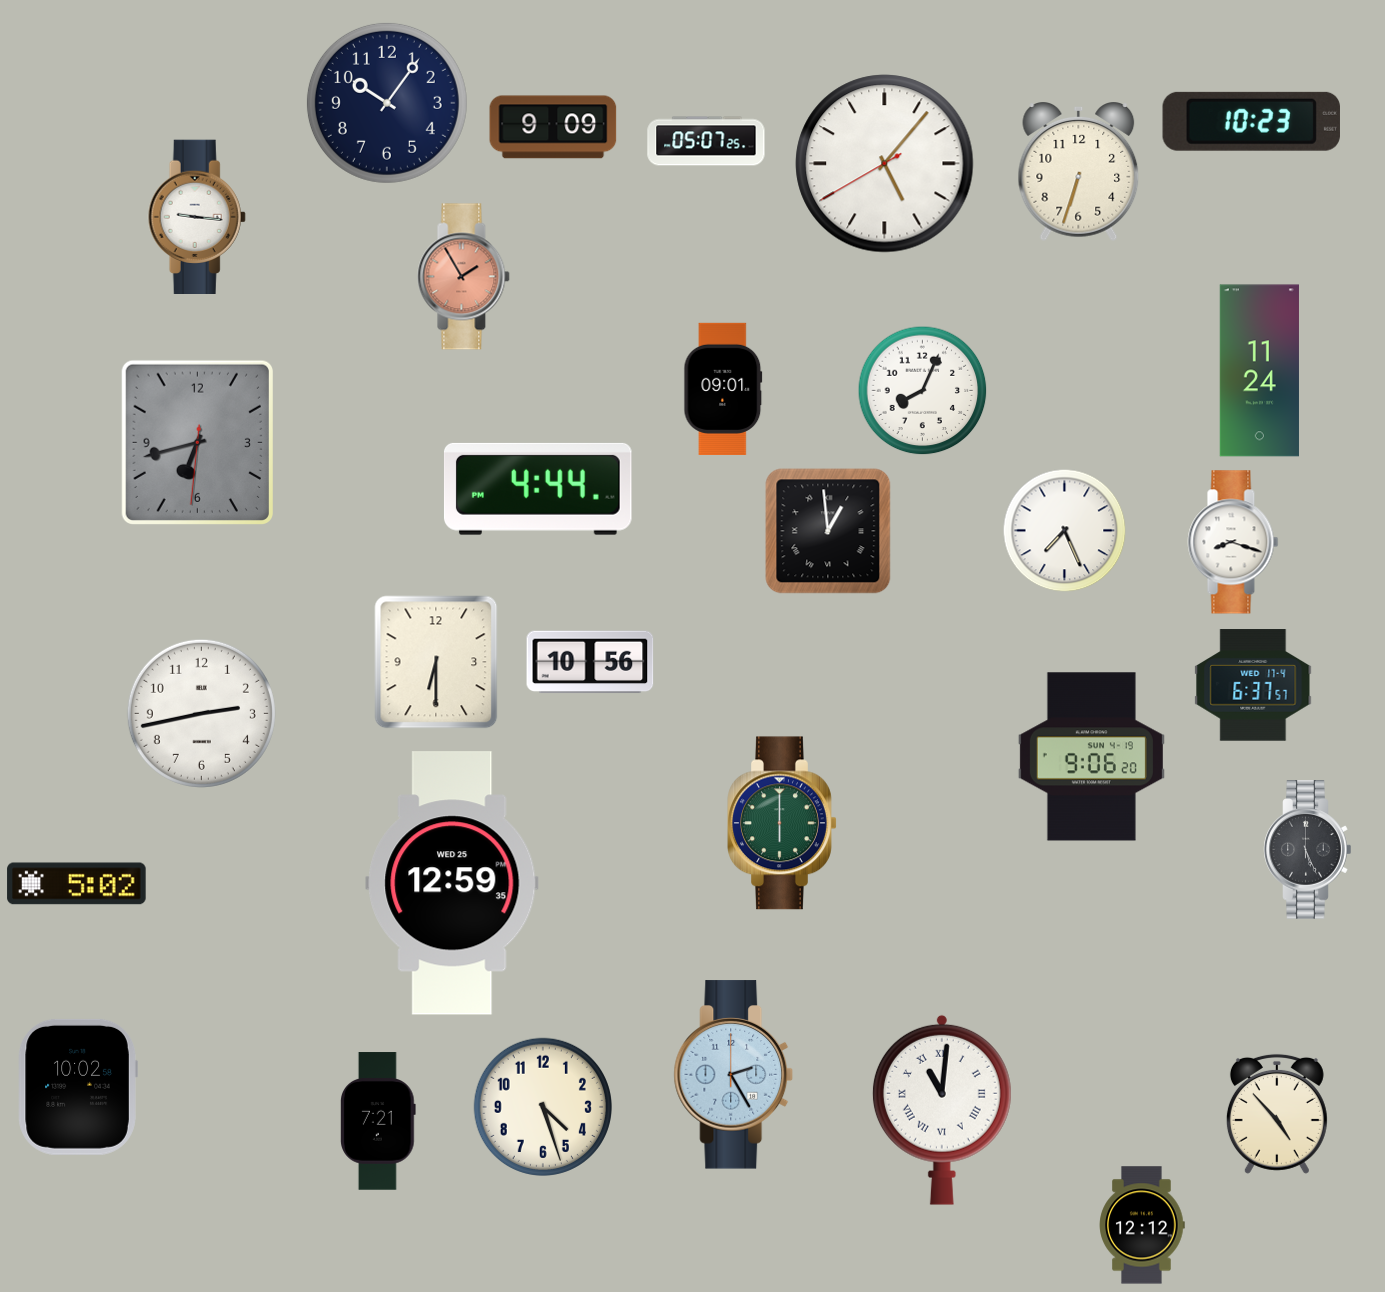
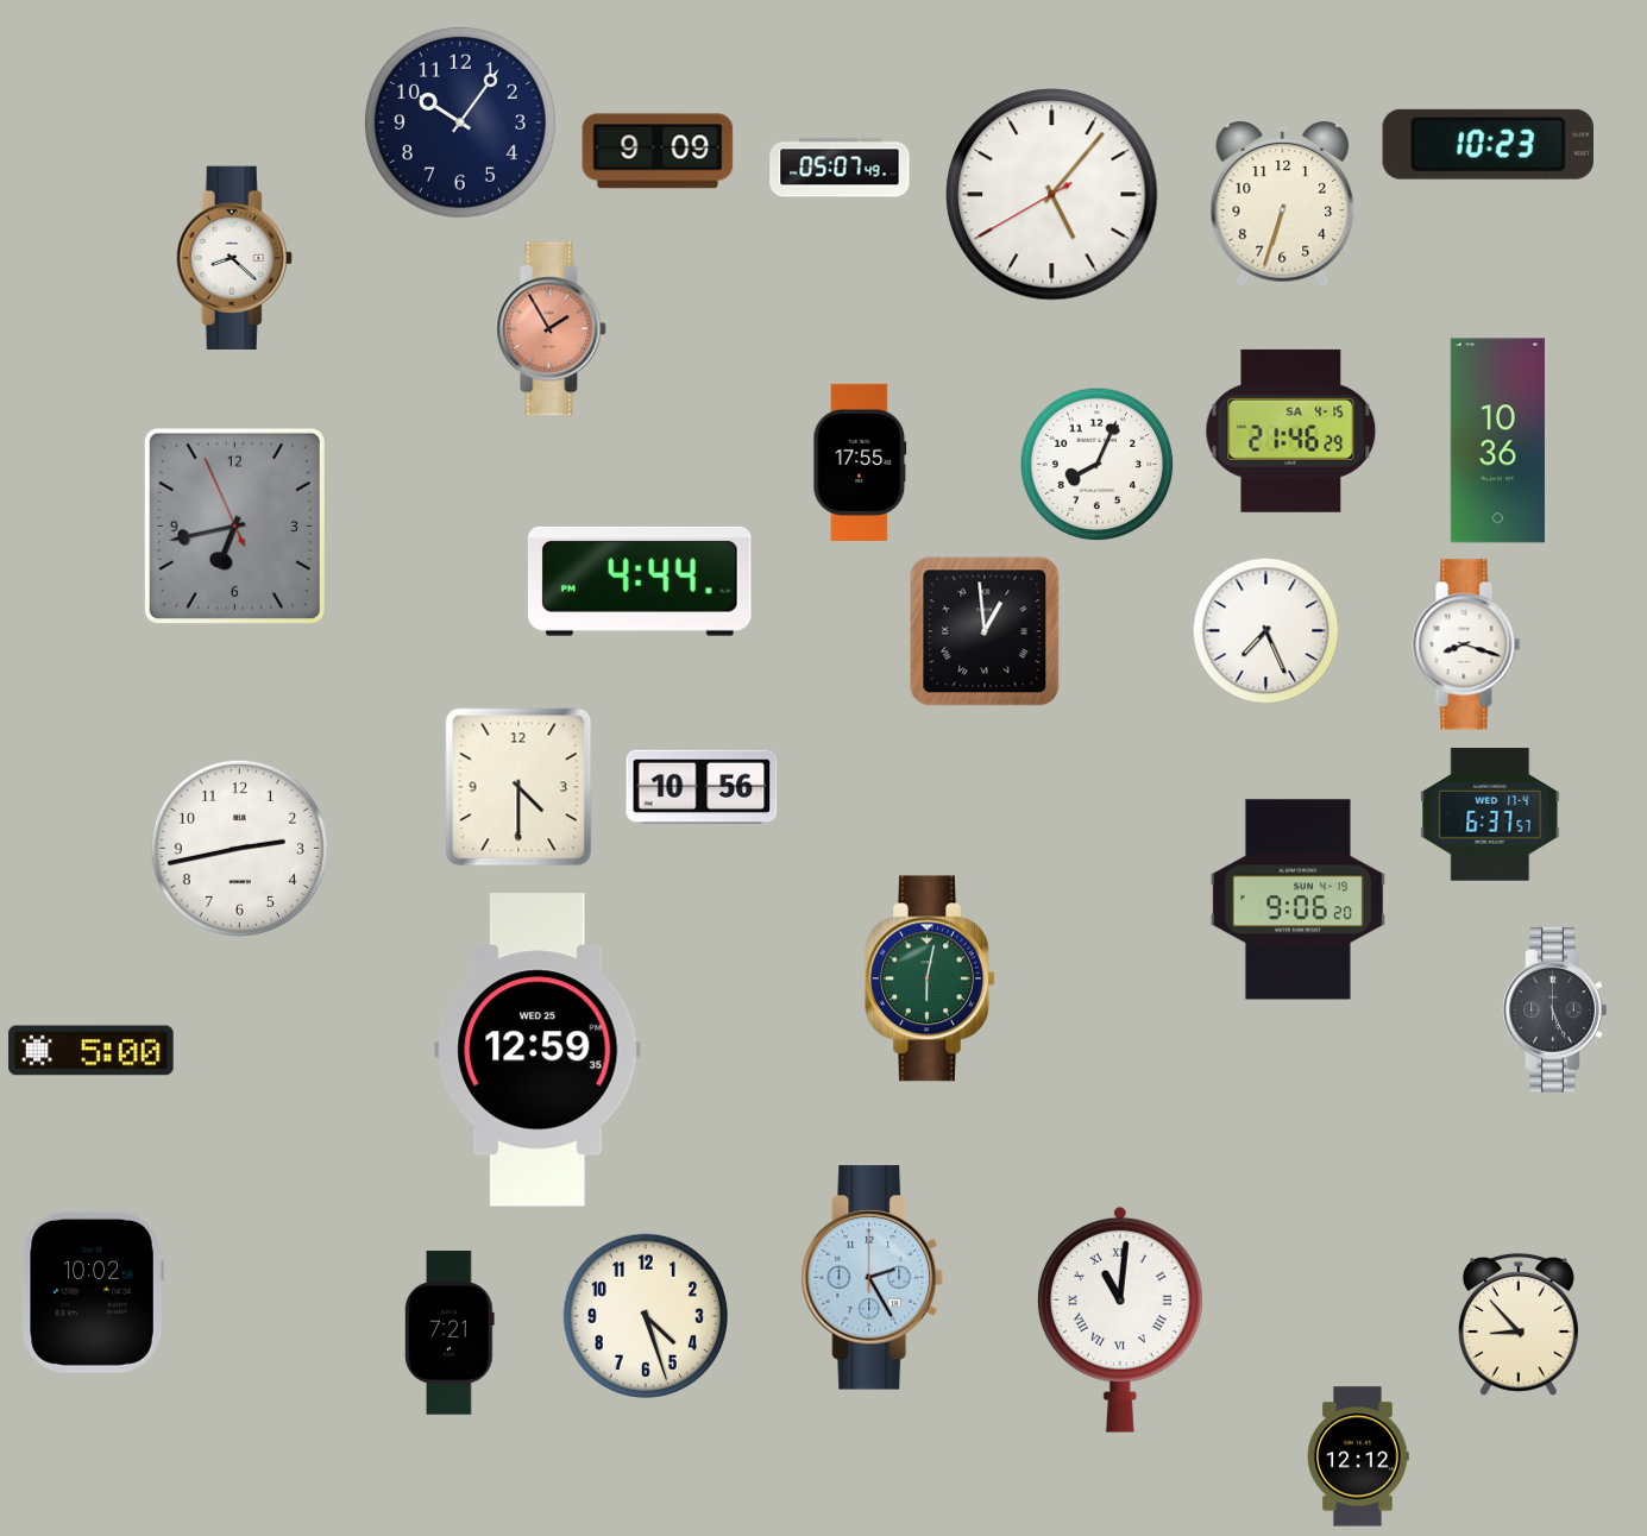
clock at (706, 141): 05:07:25 -> 05:07:49
clock at (197, 216): 9:16 -> 8:22
clock at (1291, 430): none -> 21:46
clock at (1259, 371): 11:24 -> 10:36
clock at (723, 389): 09:01 -> 17:55
clock at (197, 442): 6:42:31 -> 6:42:56
clock at (436, 662): 6:30 -> 4:30
clock at (782, 823): 6:00 -> 6:02
clock at (77, 884): 5:02 -> 5:00
clock at (1277, 1114): 4:53 -> 8:53
